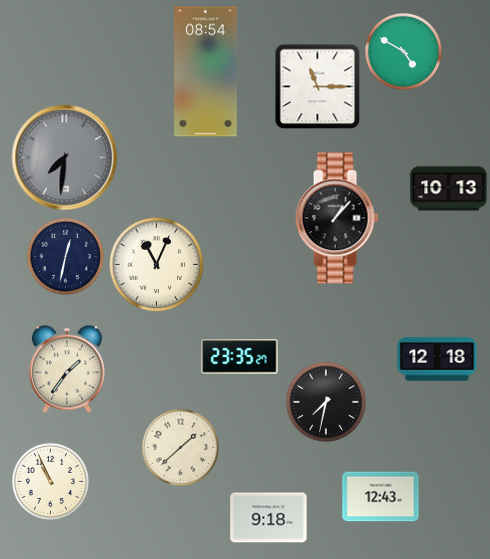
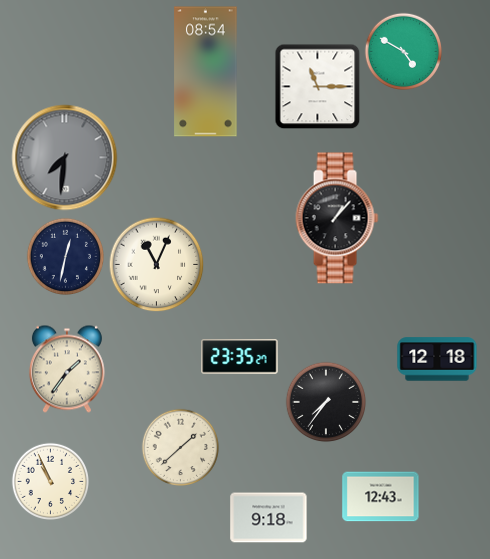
clock at (449, 189): 10:13 -> none
clock at (326, 402): 7:32 -> 7:36
